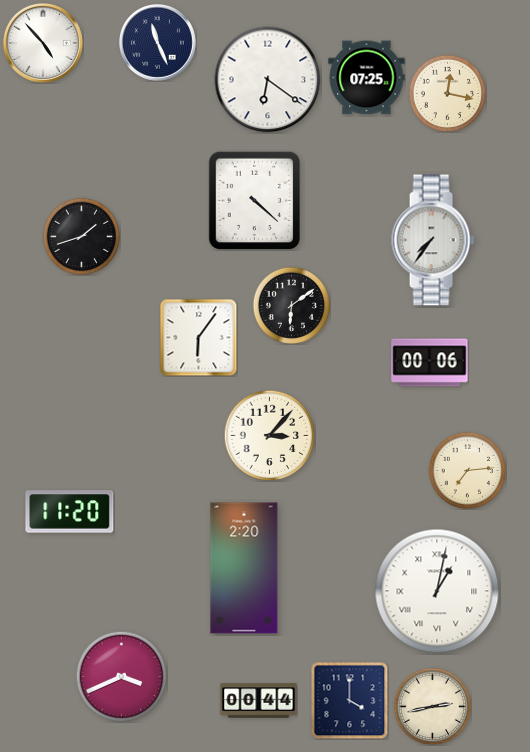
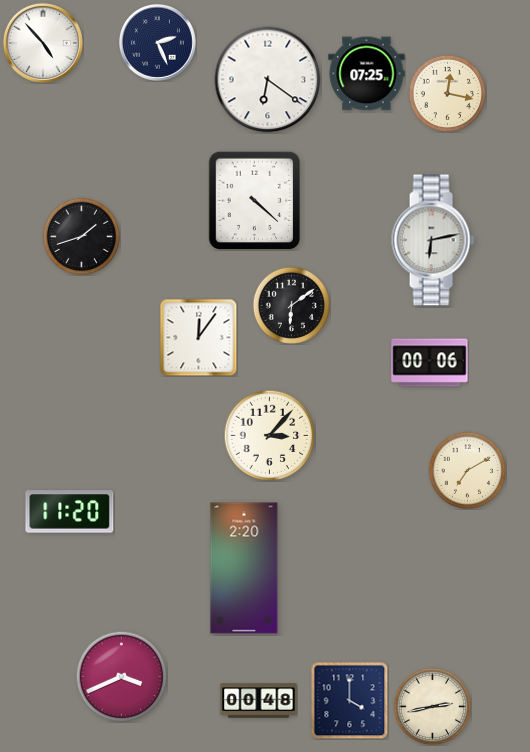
clock at (157, 42): 11:26 -> 2:26
clock at (367, 78) position: (367, 78) -> (367, 74)
clock at (433, 240): 7:36 -> 6:13
clock at (198, 337): 6:06 -> 12:06
clock at (467, 470): 7:14 -> 7:10
clock at (437, 591): 1:02 -> none
clock at (259, 701): 00:44 -> 00:48
